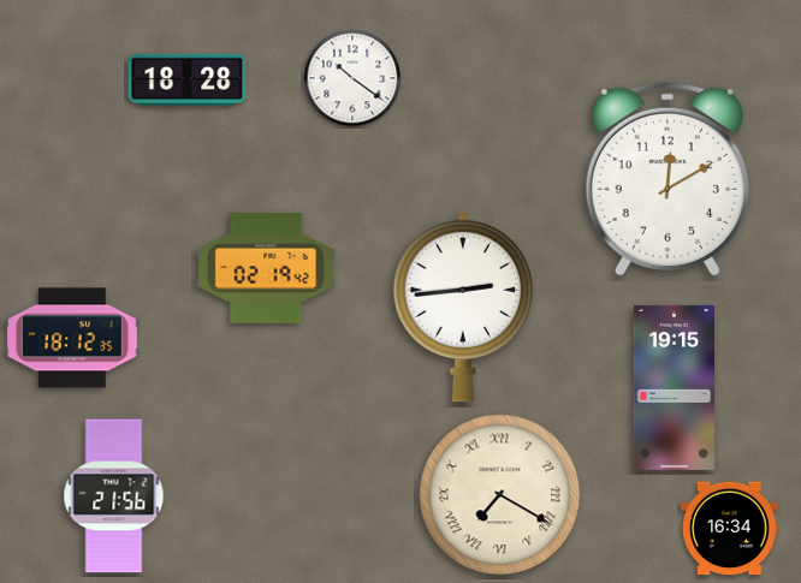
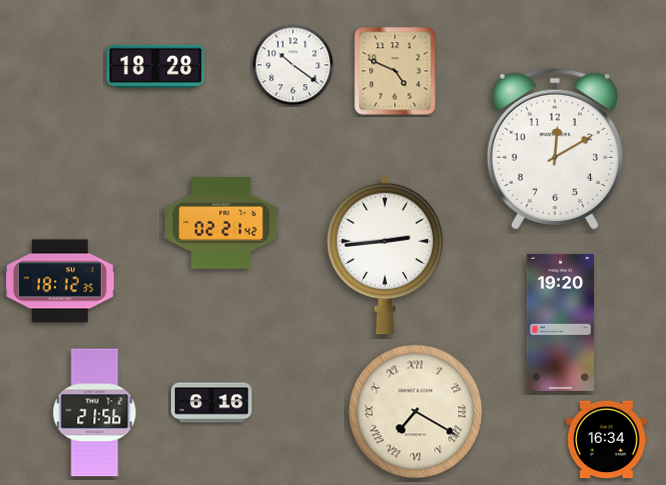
clock at (395, 71): none -> 4:49
clock at (266, 268): 02:19 -> 02:21
clock at (675, 387): 19:15 -> 19:20
clock at (212, 403): none -> 6:16
